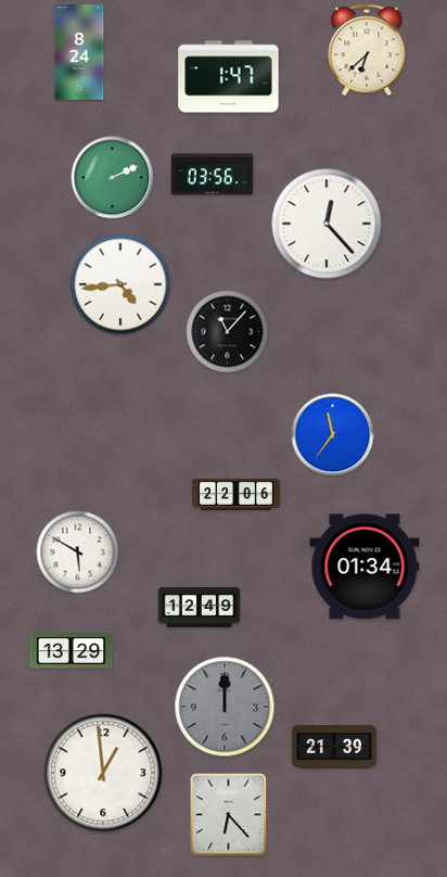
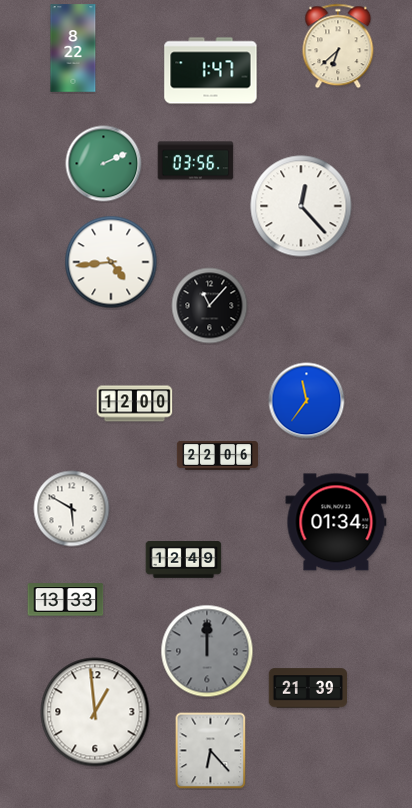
clock at (79, 52): 8:24 -> 8:22
clock at (135, 404): none -> 12:00
clock at (72, 651): 13:29 -> 13:33
